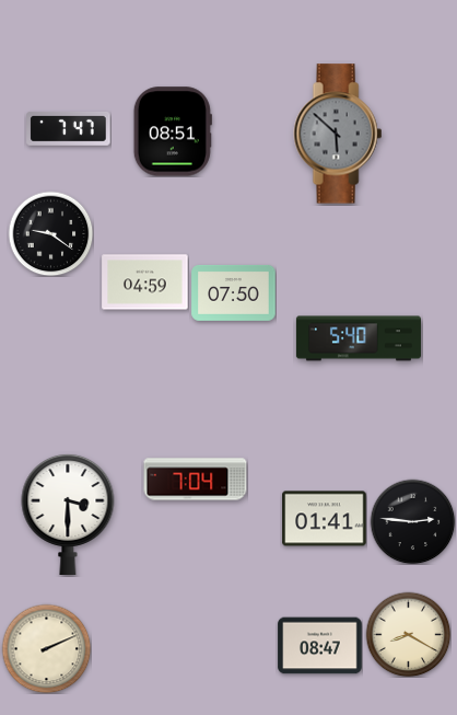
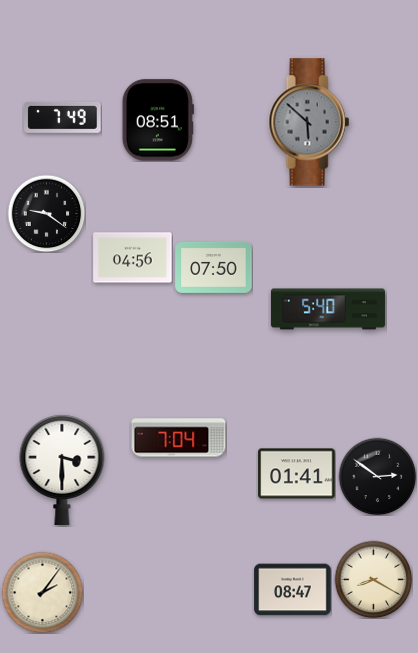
clock at (69, 128): 7:47 -> 7:49
clock at (145, 282): 04:59 -> 04:56
clock at (412, 521): 2:46 -> 2:51
clock at (46, 648): 2:11 -> 2:06
